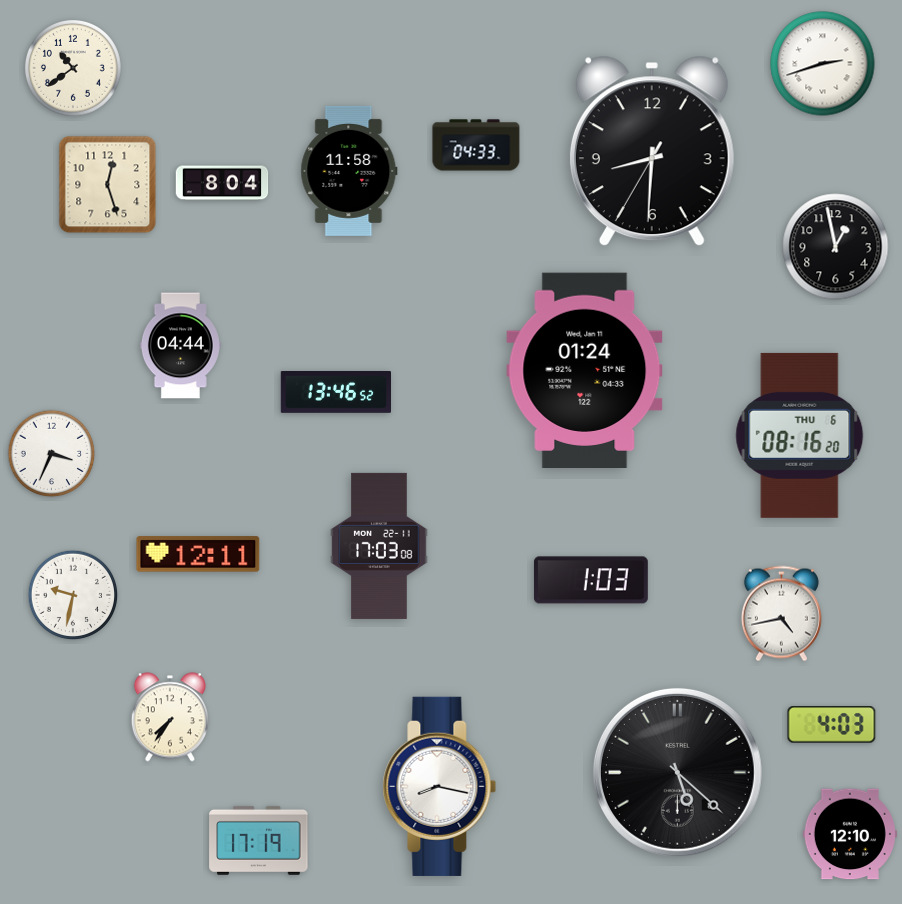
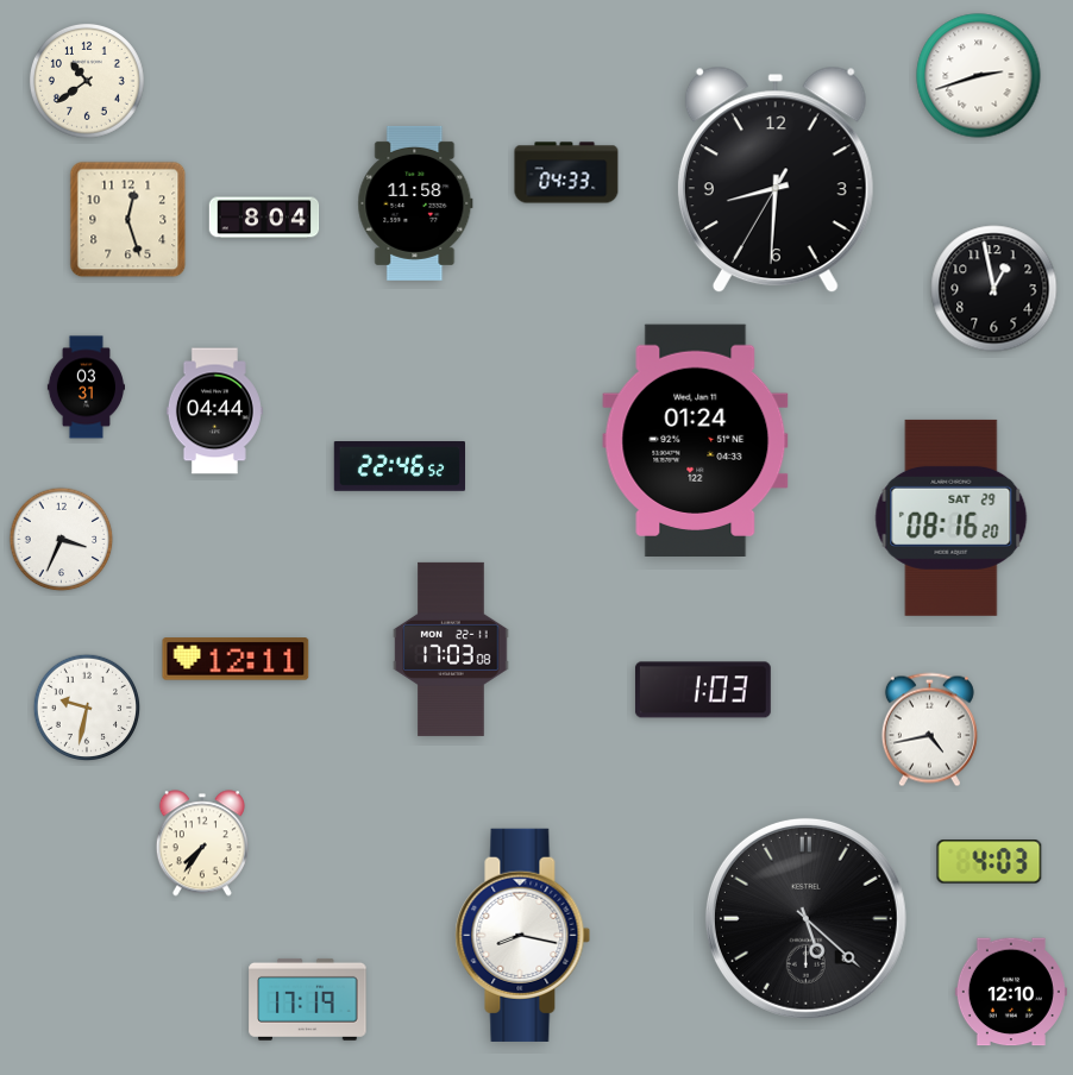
clock at (836, 247) position: (836, 247) -> (994, 289)
clock at (86, 388): none -> 03:31
clock at (335, 393): 13:46 -> 22:46
clock at (800, 435) date: THU 6 -> SAT 29
clock at (170, 717) position: (170, 717) -> (202, 843)
